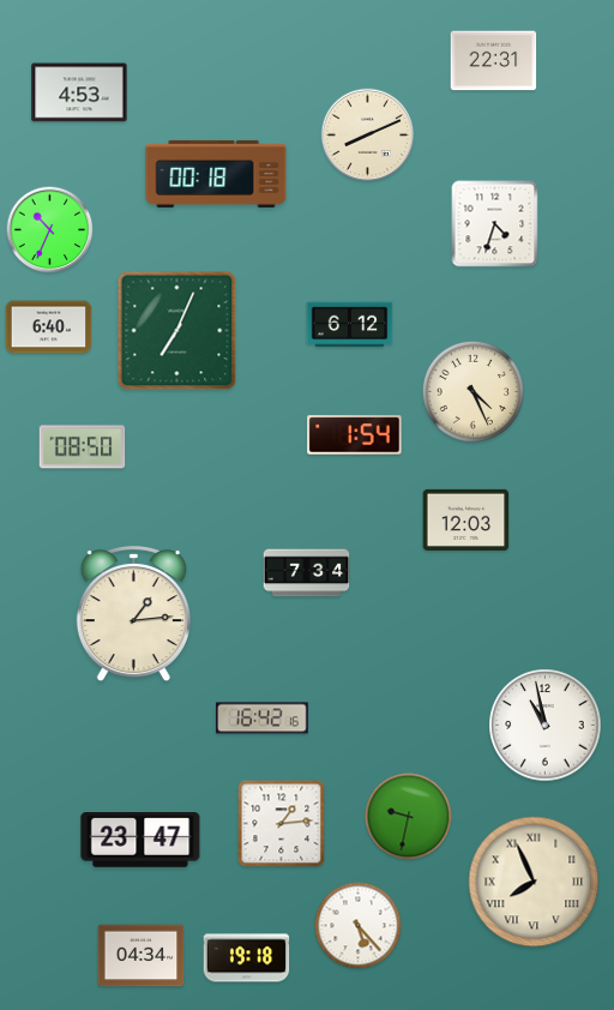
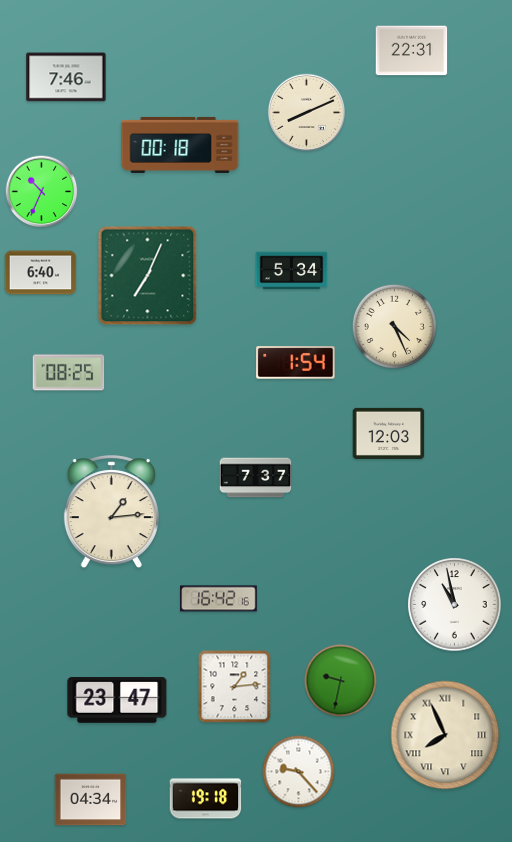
clock at (79, 92): 4:53 -> 7:46
clock at (495, 224): 4:33 -> none
clock at (350, 325): 6:12 -> 5:34
clock at (83, 447): 08:50 -> 08:25
clock at (307, 573): 7:34 -> 7:37
clock at (359, 926): 5:23 -> 9:23
clock at (142, 956) position: (142, 956) -> (91, 800)
